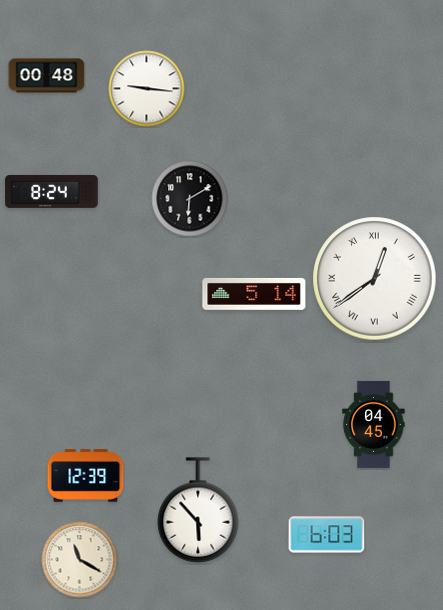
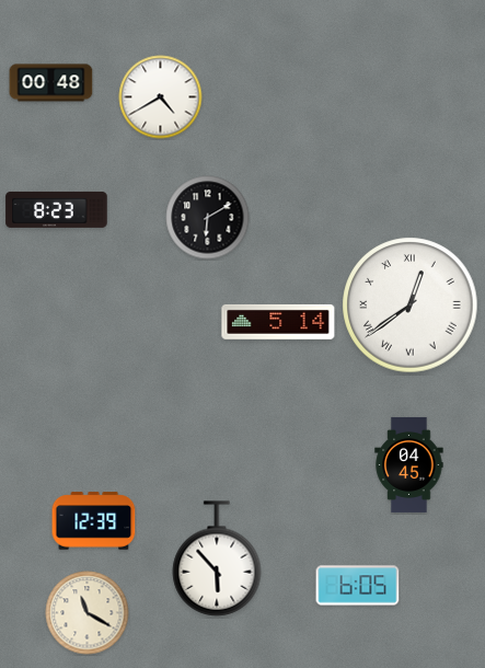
clock at (147, 89): 9:16 -> 4:40
clock at (52, 191): 8:24 -> 8:23
clock at (327, 535): 6:03 -> 6:05
